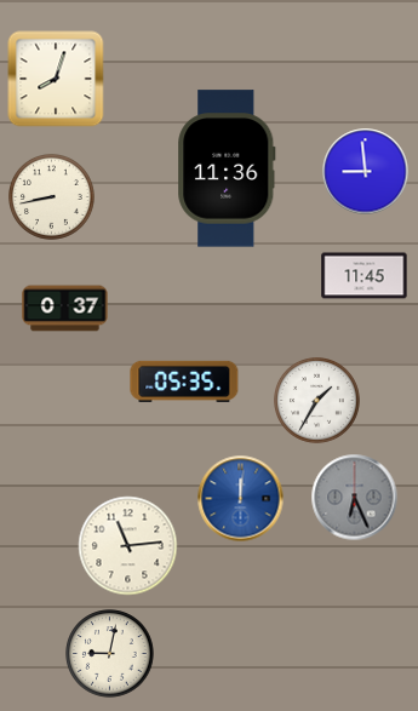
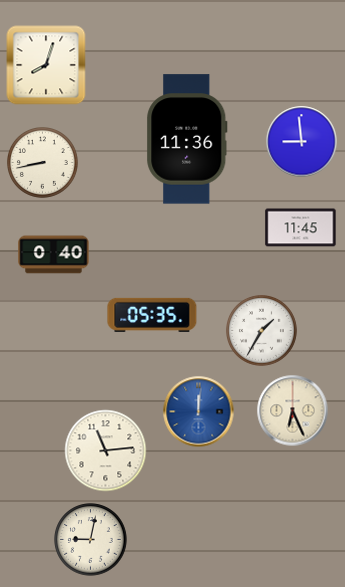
clock at (65, 309): 0:37 -> 0:40
clock at (355, 498) dial: grey -> cream
